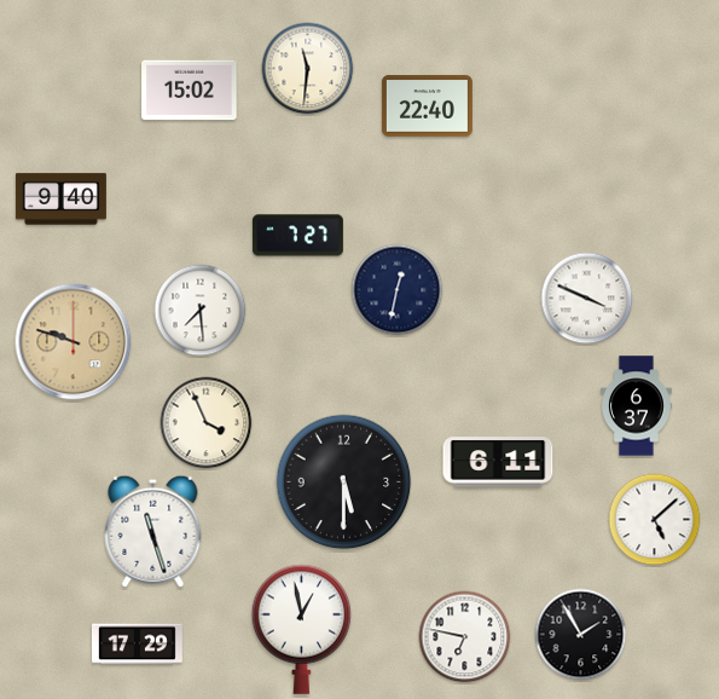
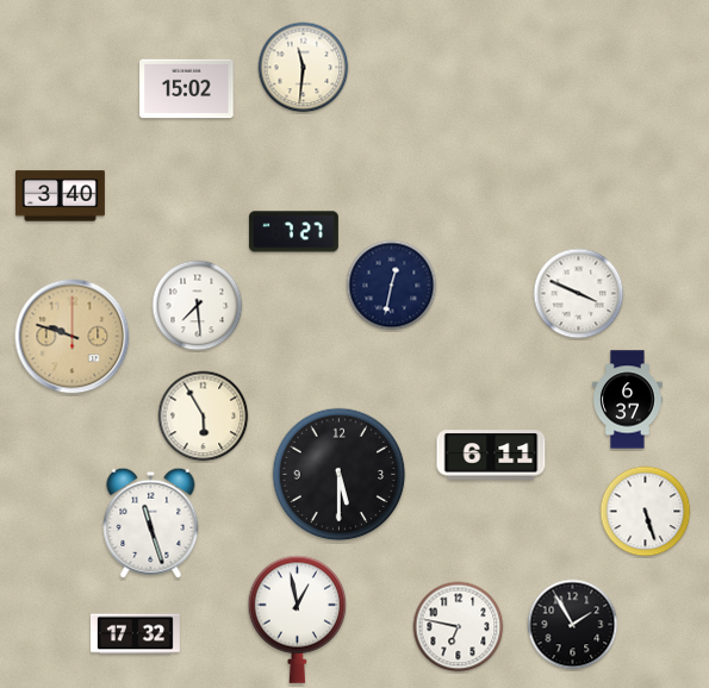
clock at (427, 106): 22:40 -> none
clock at (60, 200): 9:40 -> 3:40
clock at (207, 423): 3:56 -> 5:55
clock at (655, 520): 5:08 -> 5:27
clock at (137, 645): 17:29 -> 17:32
